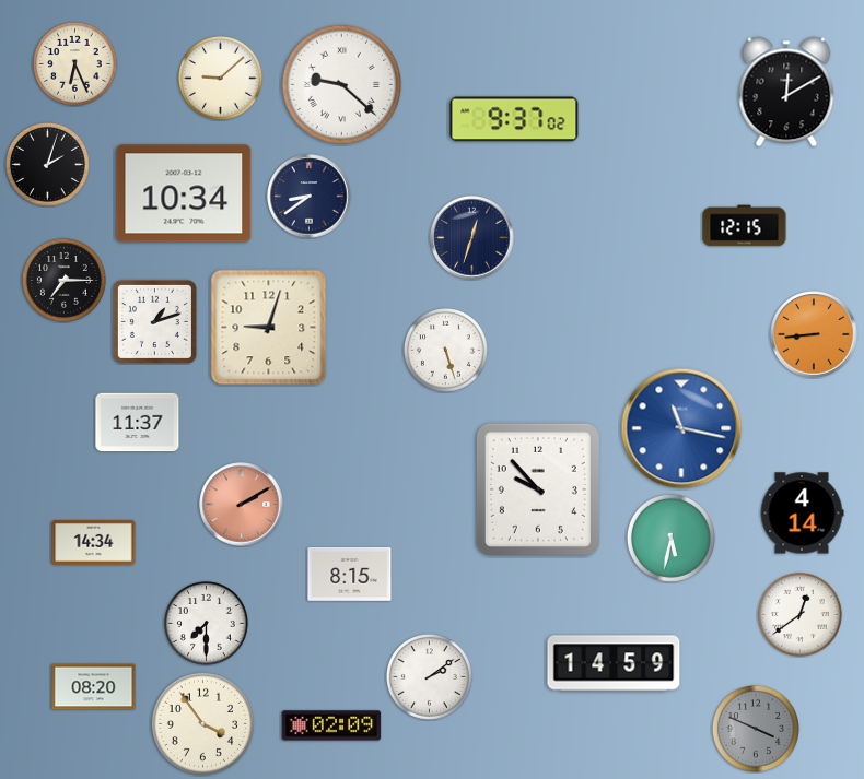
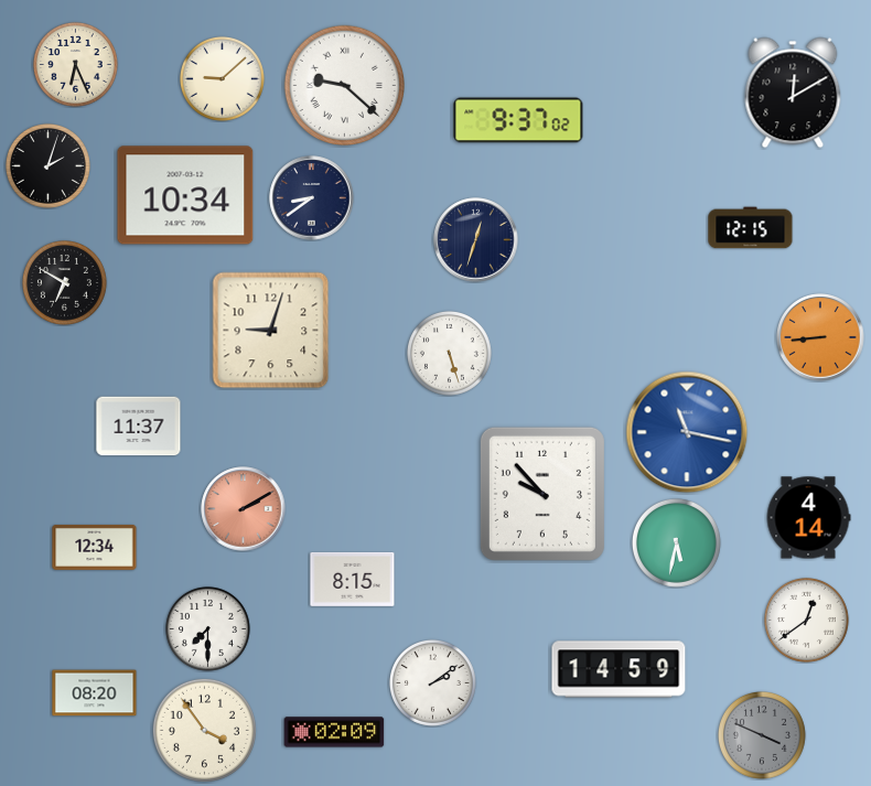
clock at (63, 280): 7:15 -> 6:50
clock at (154, 321): 1:12 -> none
clock at (94, 542): 14:34 -> 12:34
